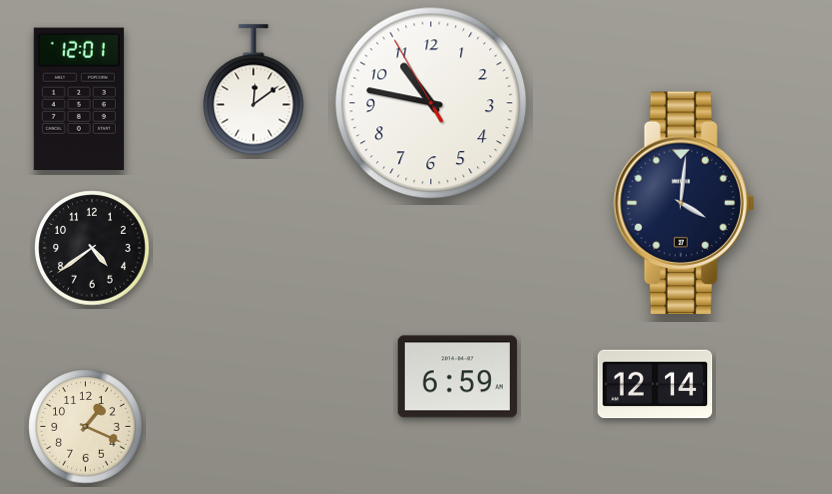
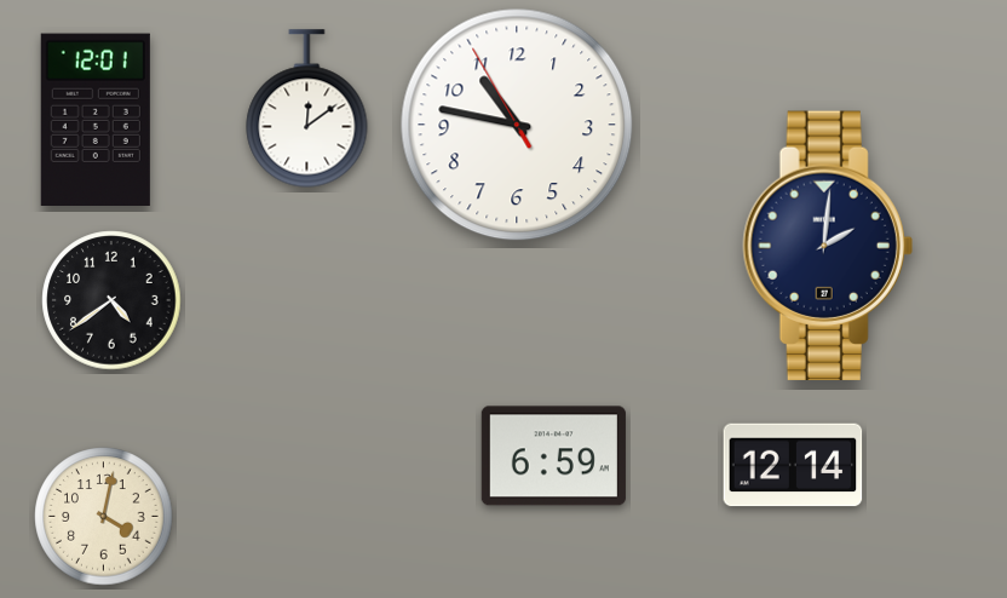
clock at (431, 103) position: (431, 103) -> (517, 125)
clock at (684, 202): 4:01 -> 2:01
clock at (86, 427): 1:19 -> 4:02
